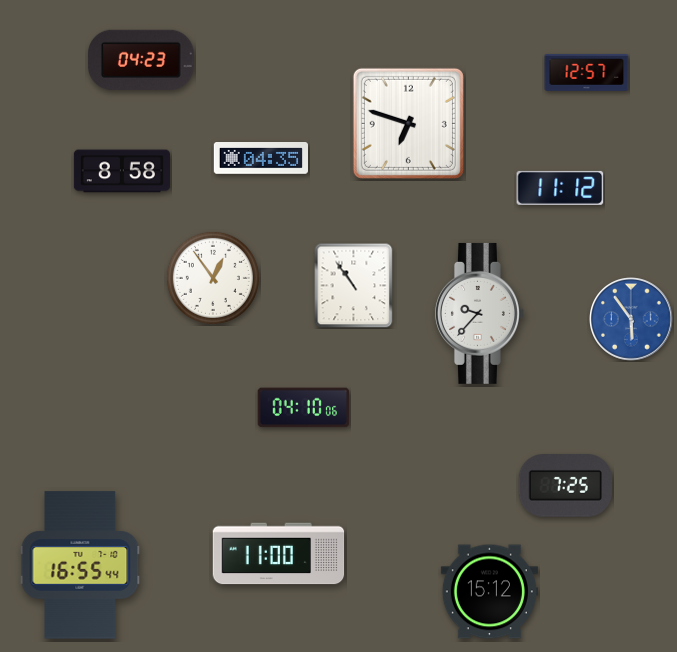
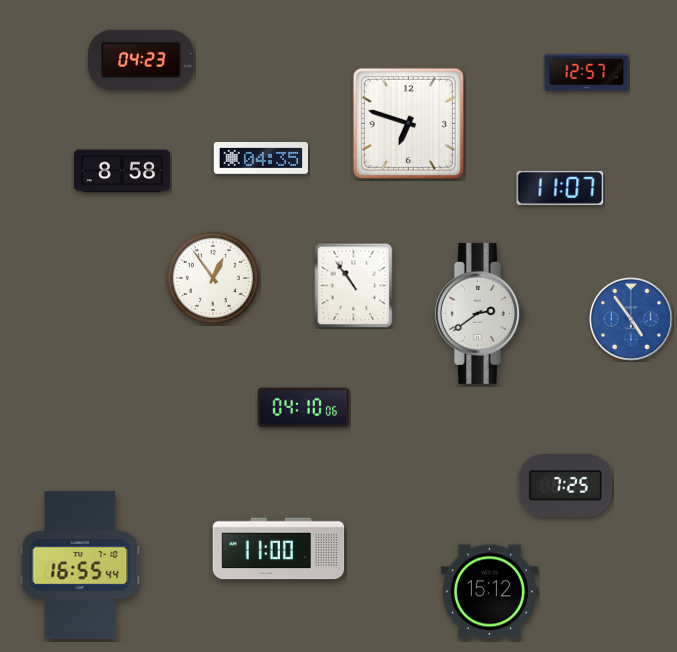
clock at (560, 188): 11:12 -> 11:07
clock at (480, 313): 9:37 -> 2:39
clock at (632, 320): 5:54 -> 4:54
clock at (279, 554) position: (279, 554) -> (279, 549)
